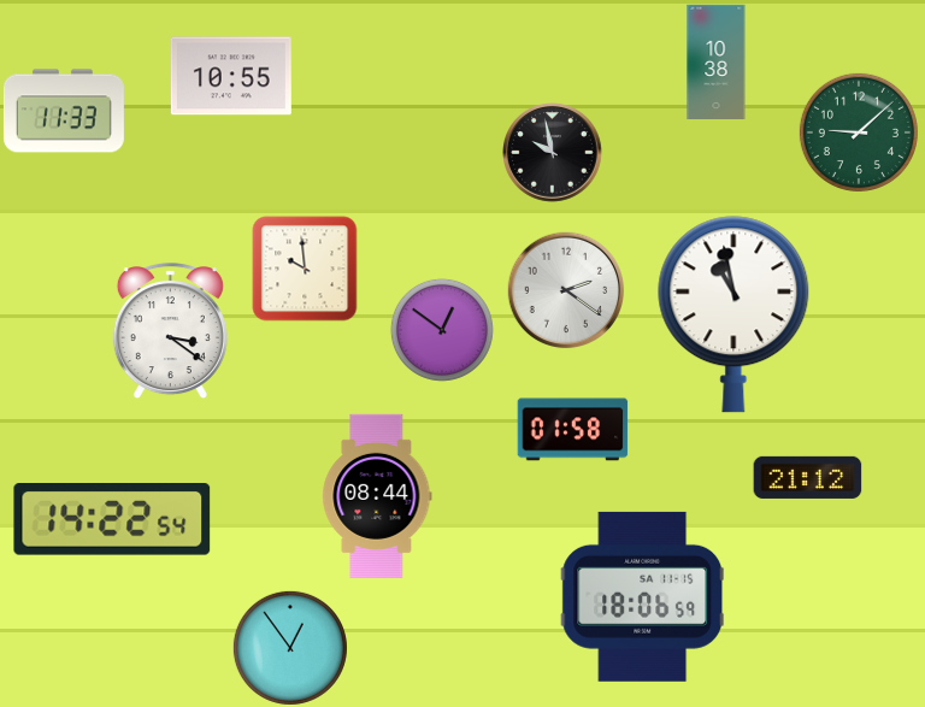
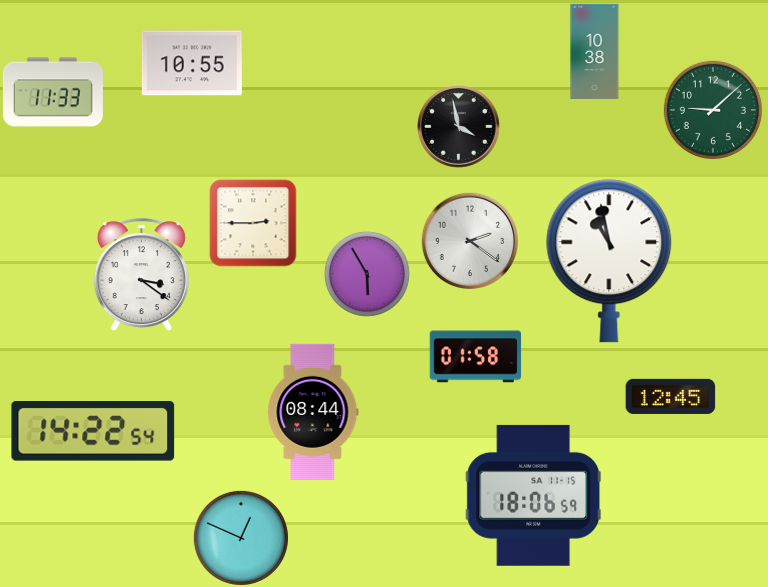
clock at (553, 153): 9:58 -> 3:58
clock at (305, 269): 9:59 -> 2:45
clock at (442, 330): 12:51 -> 5:55
clock at (808, 477): 21:12 -> 12:45
clock at (290, 648): 12:54 -> 12:49
